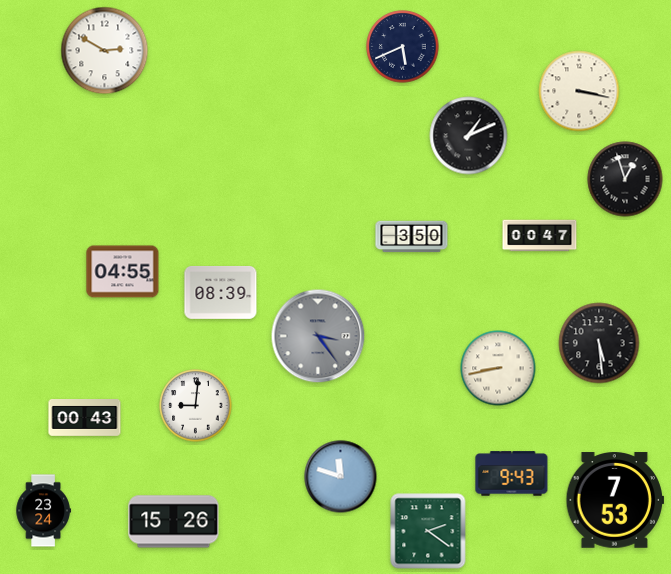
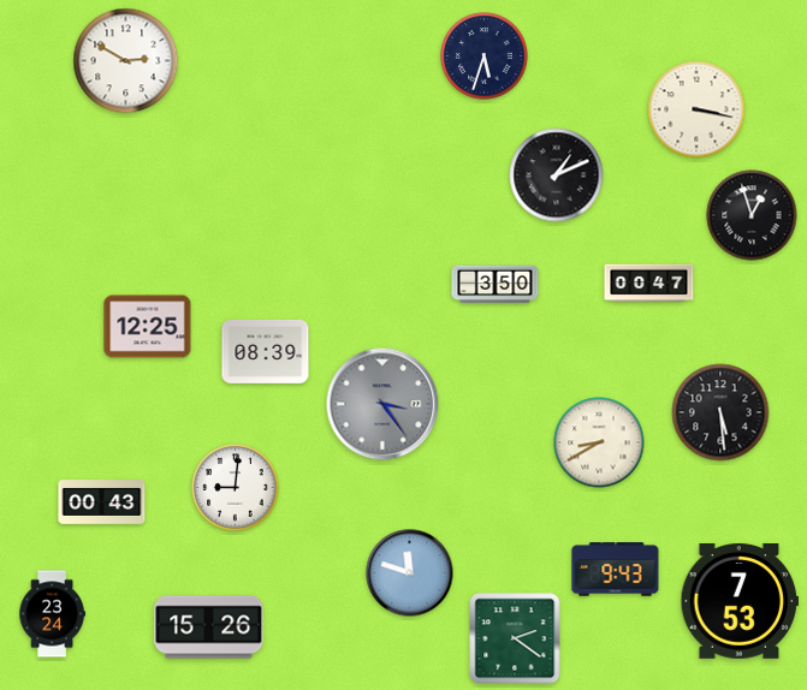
clock at (403, 47): 5:41 -> 5:33
clock at (469, 136) position: (469, 136) -> (557, 176)
clock at (123, 272): 04:55 -> 12:25
clock at (498, 368): 8:43 -> 8:40
